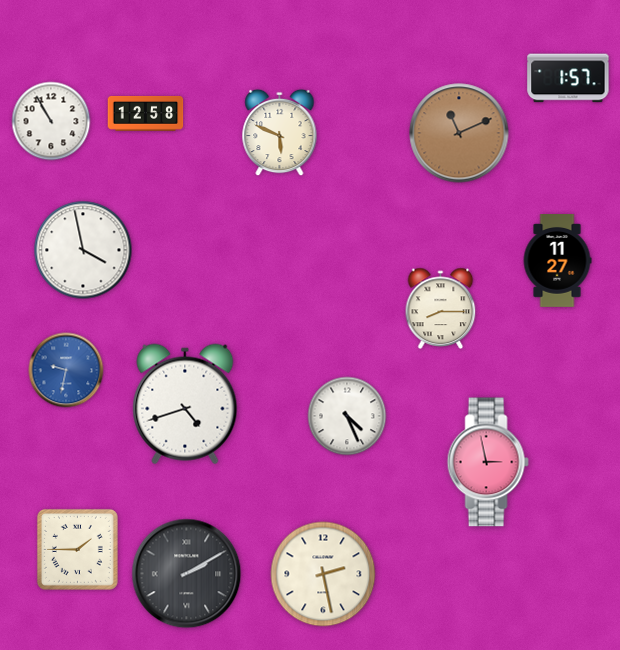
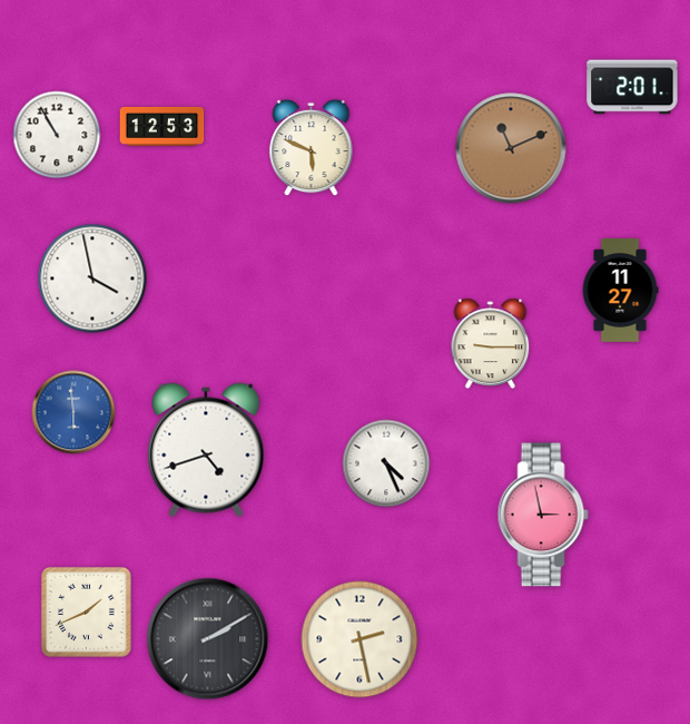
clock at (568, 78): 1:57 -> 2:01
clock at (146, 113): 12:58 -> 12:53
clock at (441, 308): 8:15 -> 9:15
clock at (66, 370): 9:32 -> 5:59
clock at (77, 549): 1:45 -> 1:41
